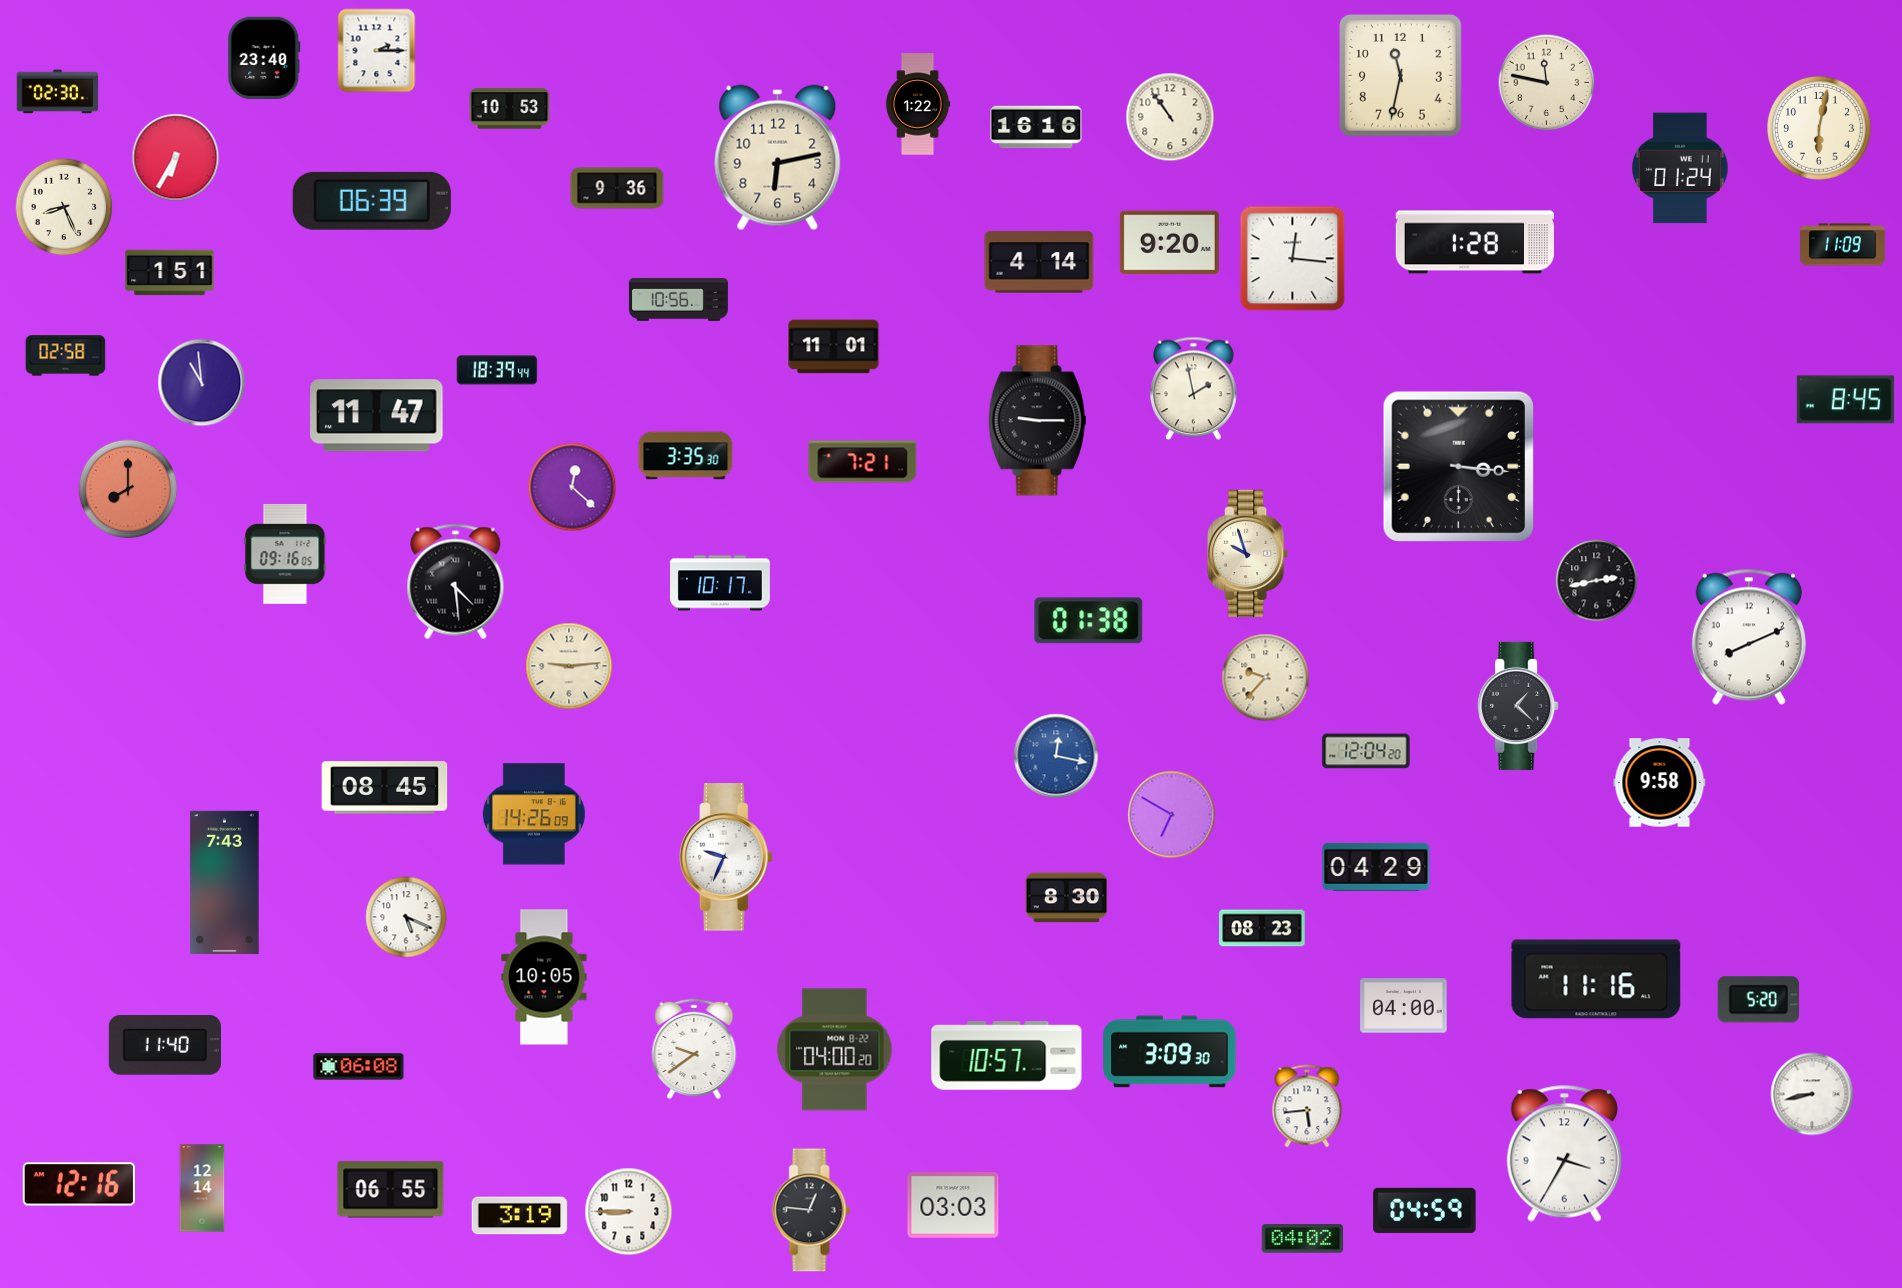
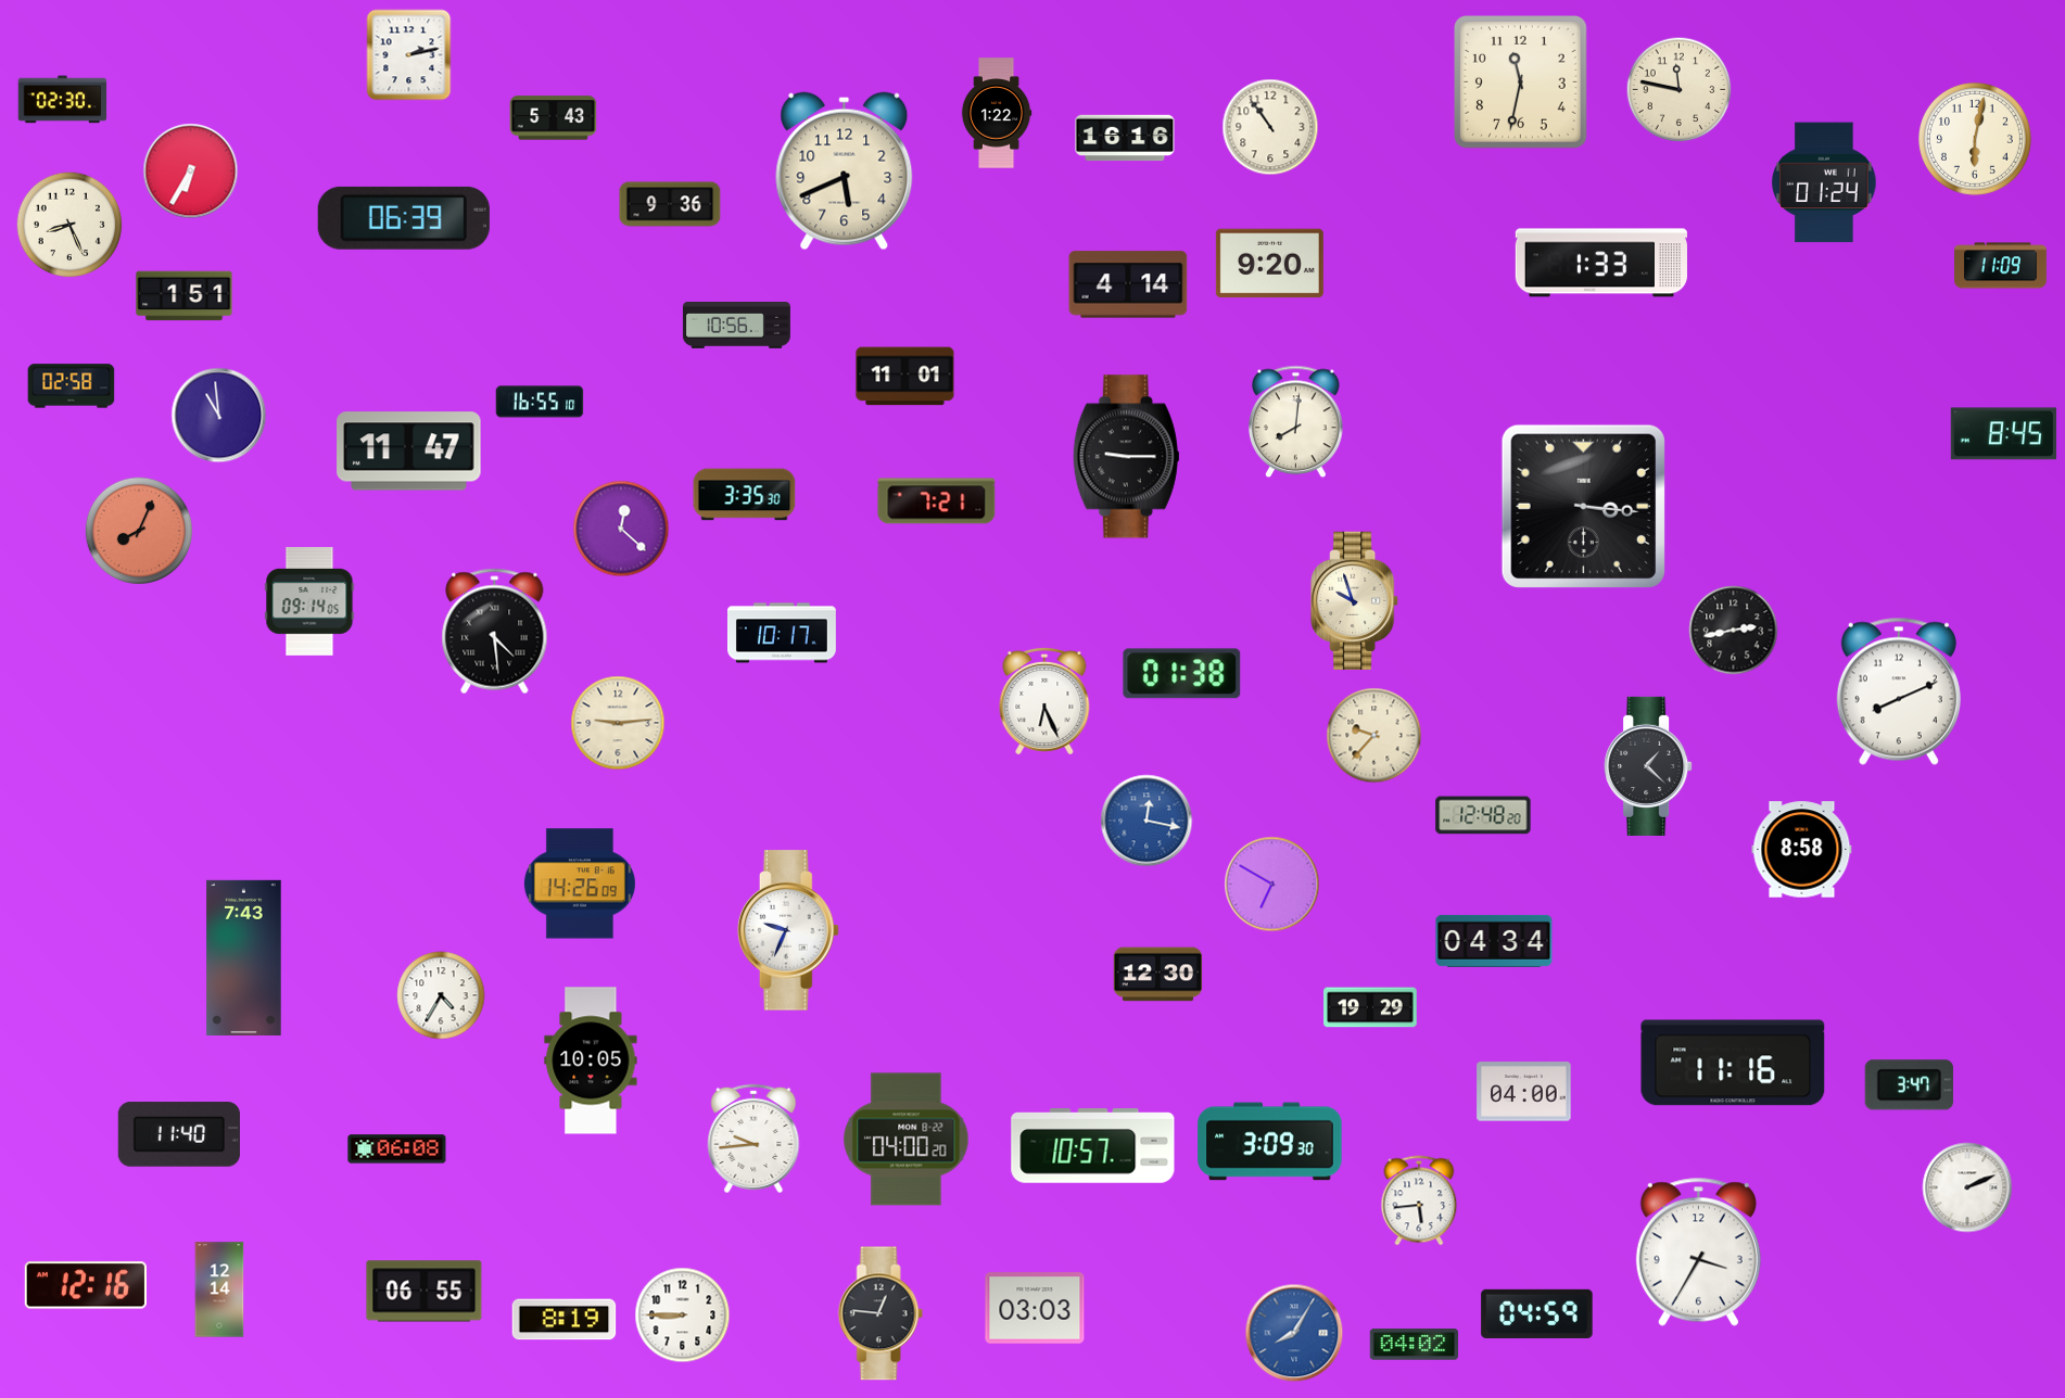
clock at (377, 51): 2:15 -> 2:13
clock at (264, 58): 23:40 -> none
clock at (510, 109): 10:53 -> 5:43
clock at (778, 158): 6:13 -> 5:41
clock at (1475, 242): 1:28 -> 1:33
clock at (1293, 259): 12:16 -> none
clock at (497, 370): 18:39 -> 16:55
clock at (1194, 389): 1:58 -> 8:01
clock at (127, 488): 8:00 -> 8:04
clock at (285, 554): 09:16 -> 09:14
clock at (1044, 701): none -> 6:26
clock at (1366, 751): 12:04 -> 12:48
clock at (1660, 783): 9:58 -> 8:58
clock at (385, 788): 08:45 -> none
clock at (1376, 867): 04:29 -> 04:34
clock at (1067, 898): 8:30 -> 12:30
clock at (406, 917): 5:19 -> 4:35
clock at (1262, 928): 08:23 -> 19:29
clock at (1758, 1000): 5:20 -> 3:47
clock at (694, 1049): 9:39 -> 9:44
clock at (359, 1067) position: (359, 1067) -> (397, 1149)
clock at (1812, 1094): 8:43 -> 2:11
clock at (1425, 1210) position: (1425, 1210) -> (1537, 1313)
clock at (520, 1216): 3:19 -> 8:19
clock at (1294, 1333): none -> 8:05
